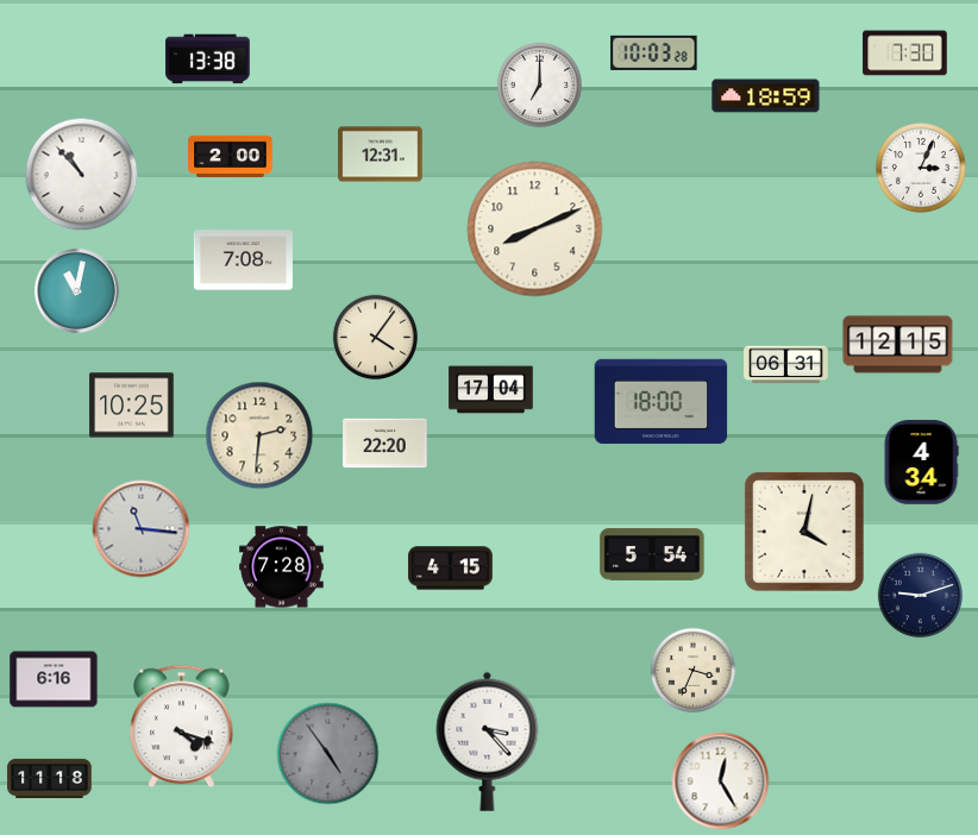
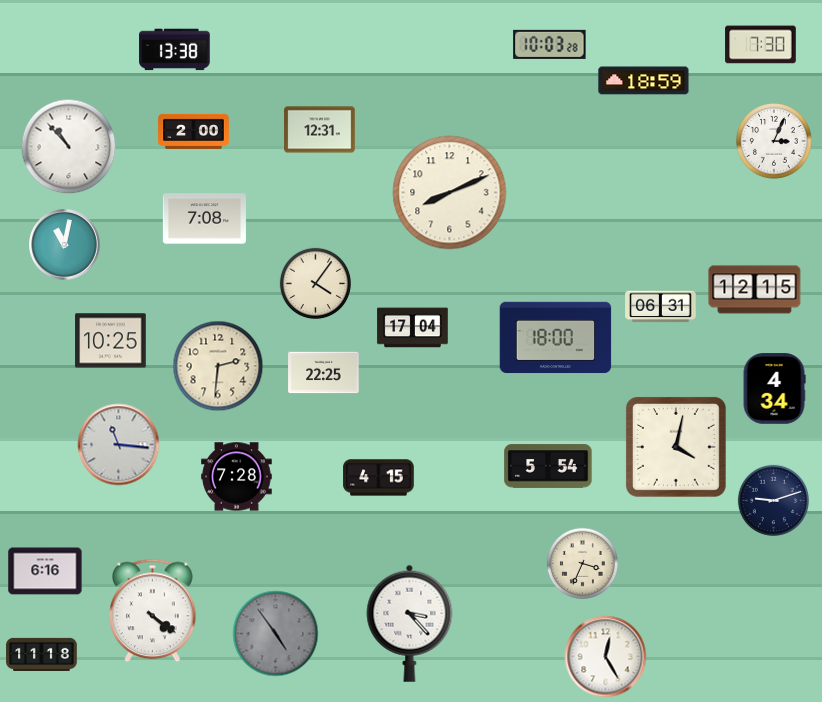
clock at (539, 84): 7:00 -> none
clock at (385, 444): 22:20 -> 22:25
clock at (182, 727): 4:18 -> 4:21
